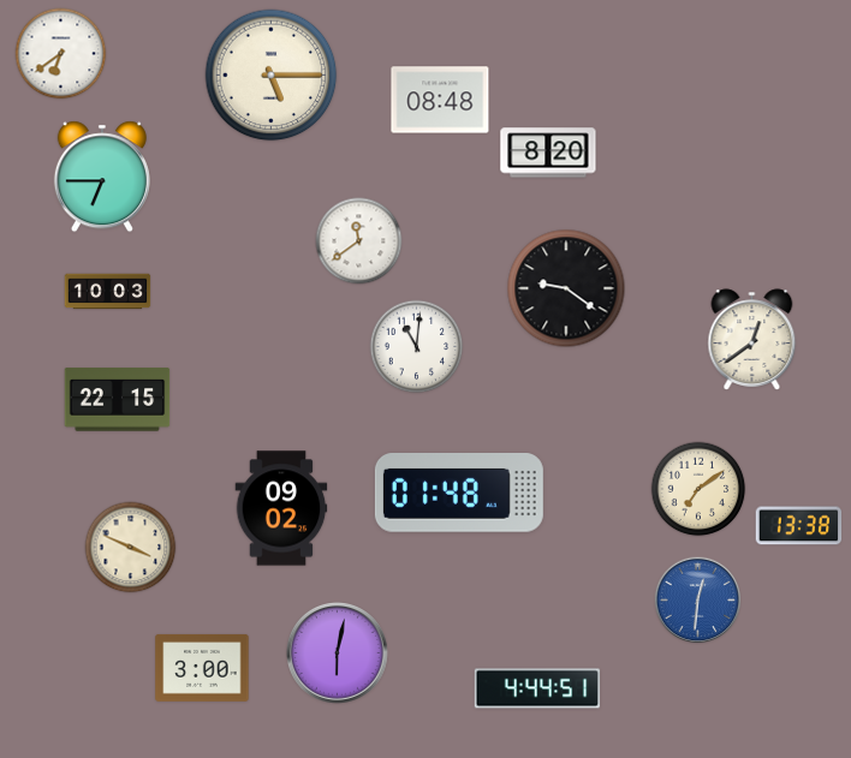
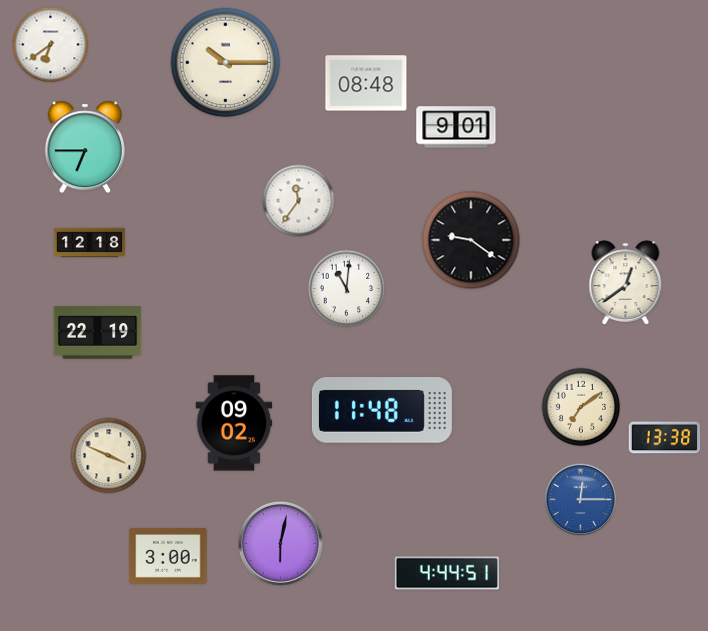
clock at (272, 76): 5:15 -> 10:15
clock at (548, 153): 8:20 -> 9:01
clock at (359, 241): 11:39 -> 11:36
clock at (108, 292): 10:03 -> 12:18
clock at (118, 400): 22:15 -> 22:19
clock at (459, 494): 01:48 -> 11:48
clock at (698, 601): 12:31 -> 12:15
